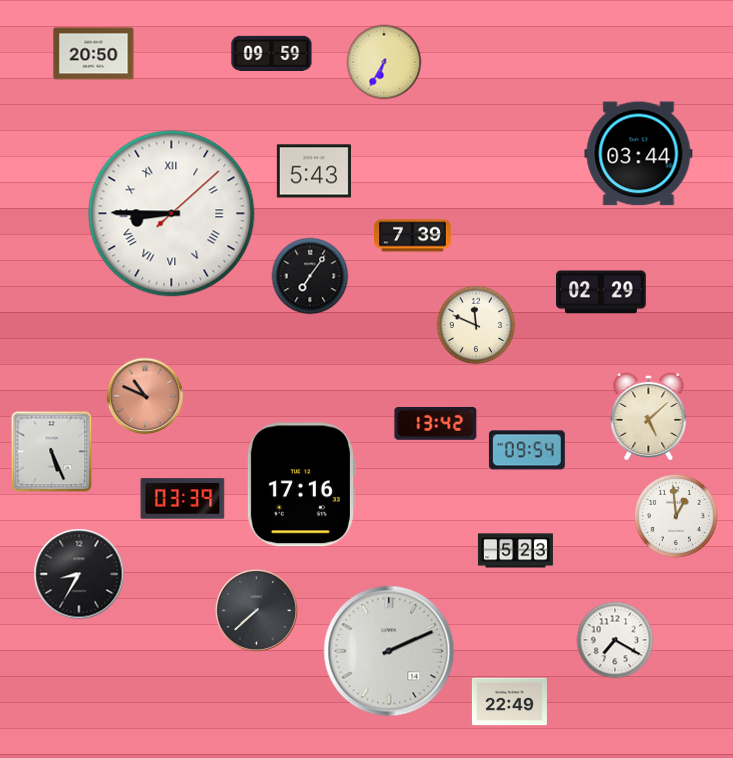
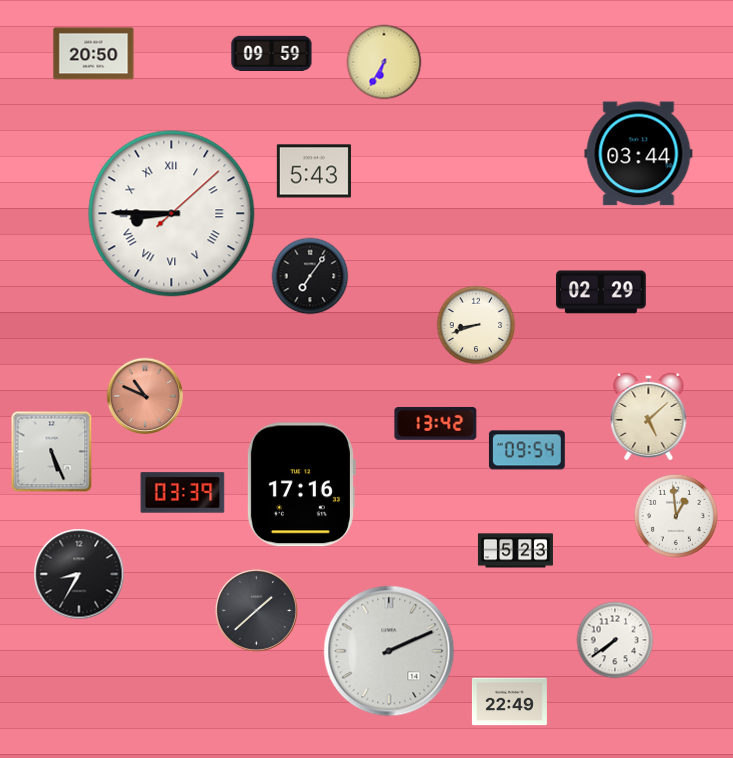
clock at (413, 236): 7:39 -> none
clock at (476, 325): 11:49 -> 8:42
clock at (183, 499) position: (183, 499) -> (183, 493)
clock at (256, 610): 7:38 -> 1:38
clock at (615, 640): 7:20 -> 7:39
